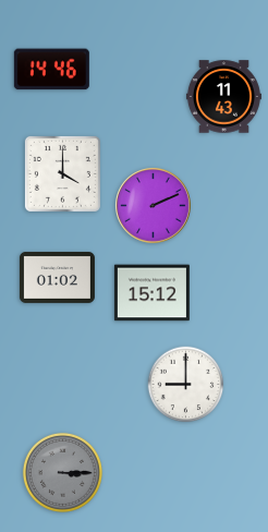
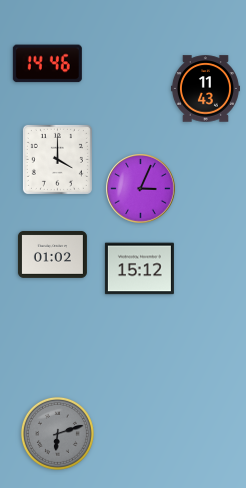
clock at (154, 206): 2:11 -> 3:04
clock at (186, 385): 9:00 -> none
clock at (62, 472): 3:15 -> 6:12
